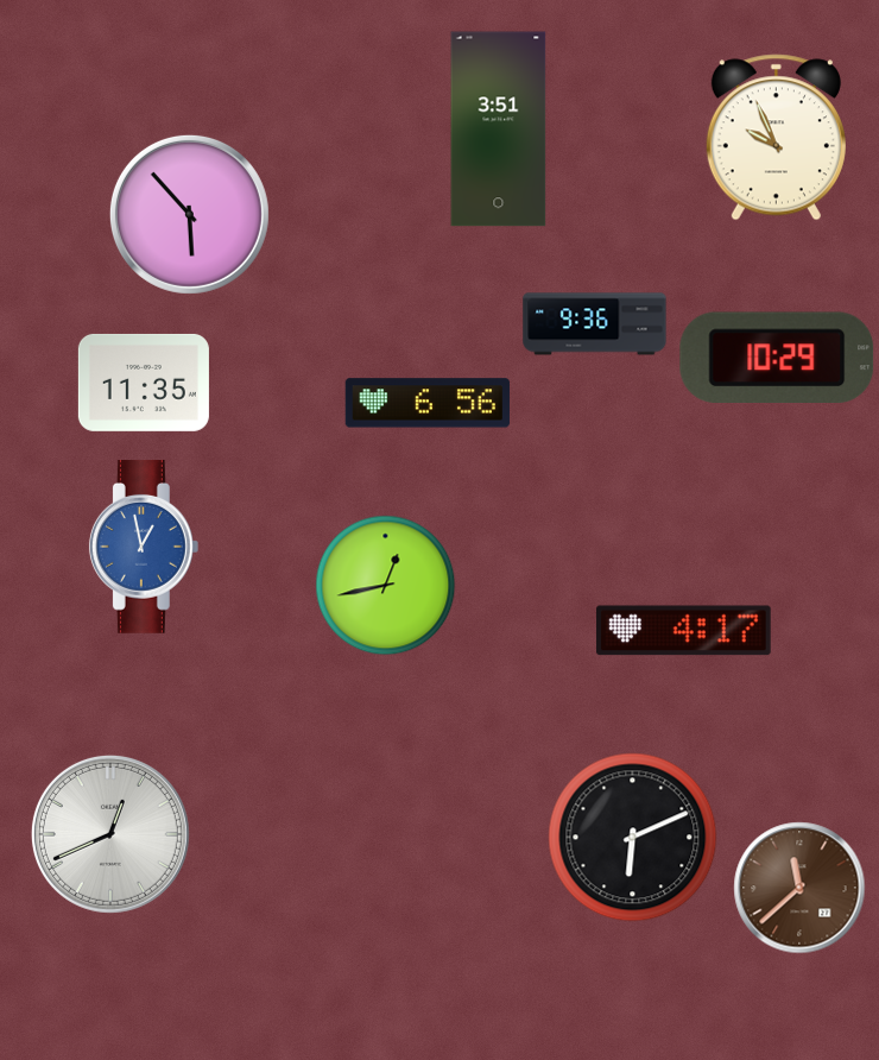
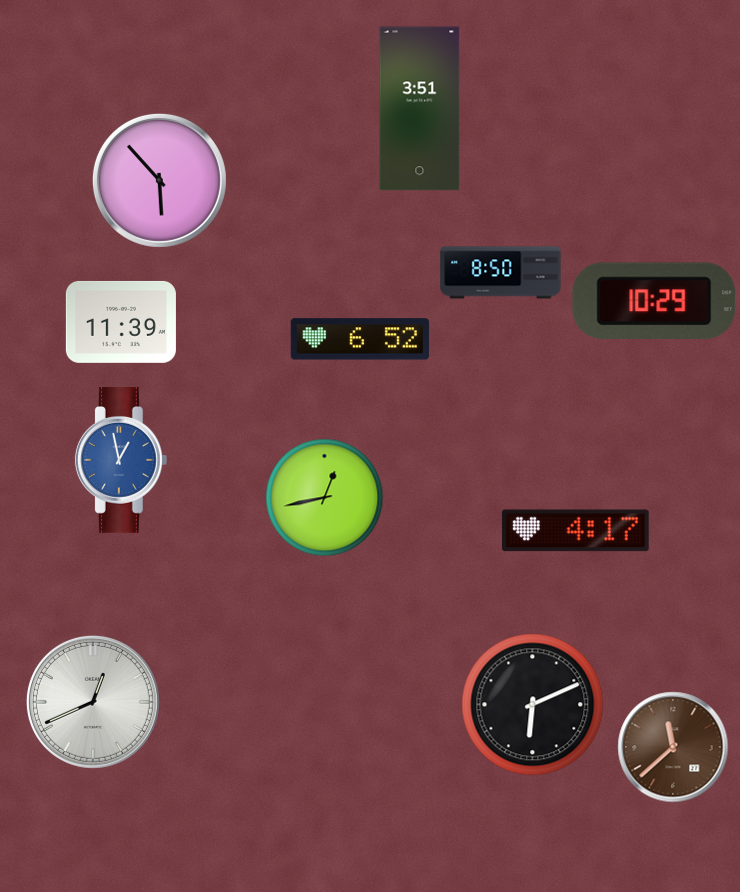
clock at (776, 138): 9:56 -> none
clock at (595, 324): 9:36 -> 8:50
clock at (144, 383): 11:35 -> 11:39
clock at (428, 403): 6:56 -> 6:52
clock at (386, 586) position: (386, 586) -> (325, 498)
